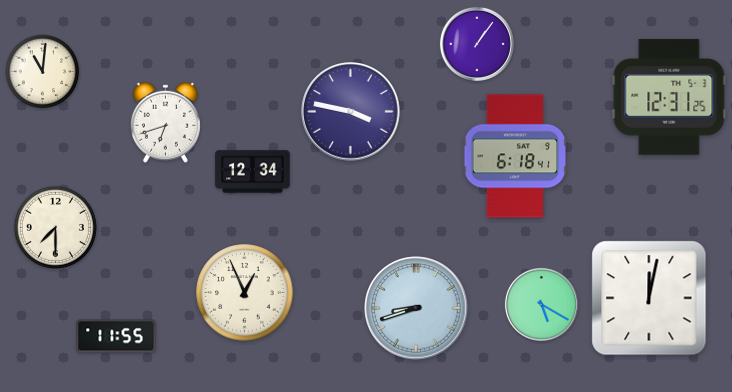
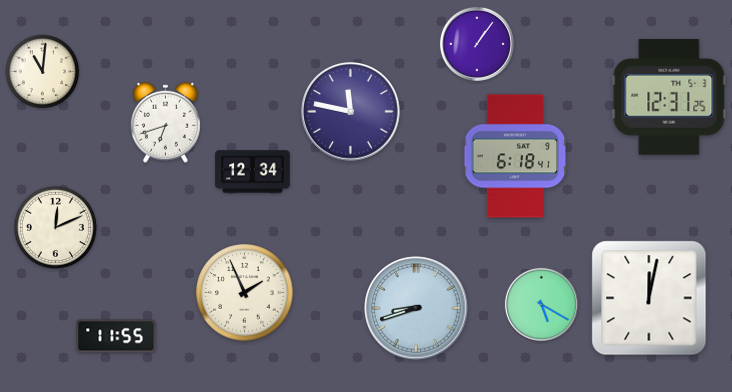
clock at (351, 112): 3:47 -> 11:47
clock at (55, 227): 7:30 -> 12:11
clock at (245, 293): 12:56 -> 1:56
